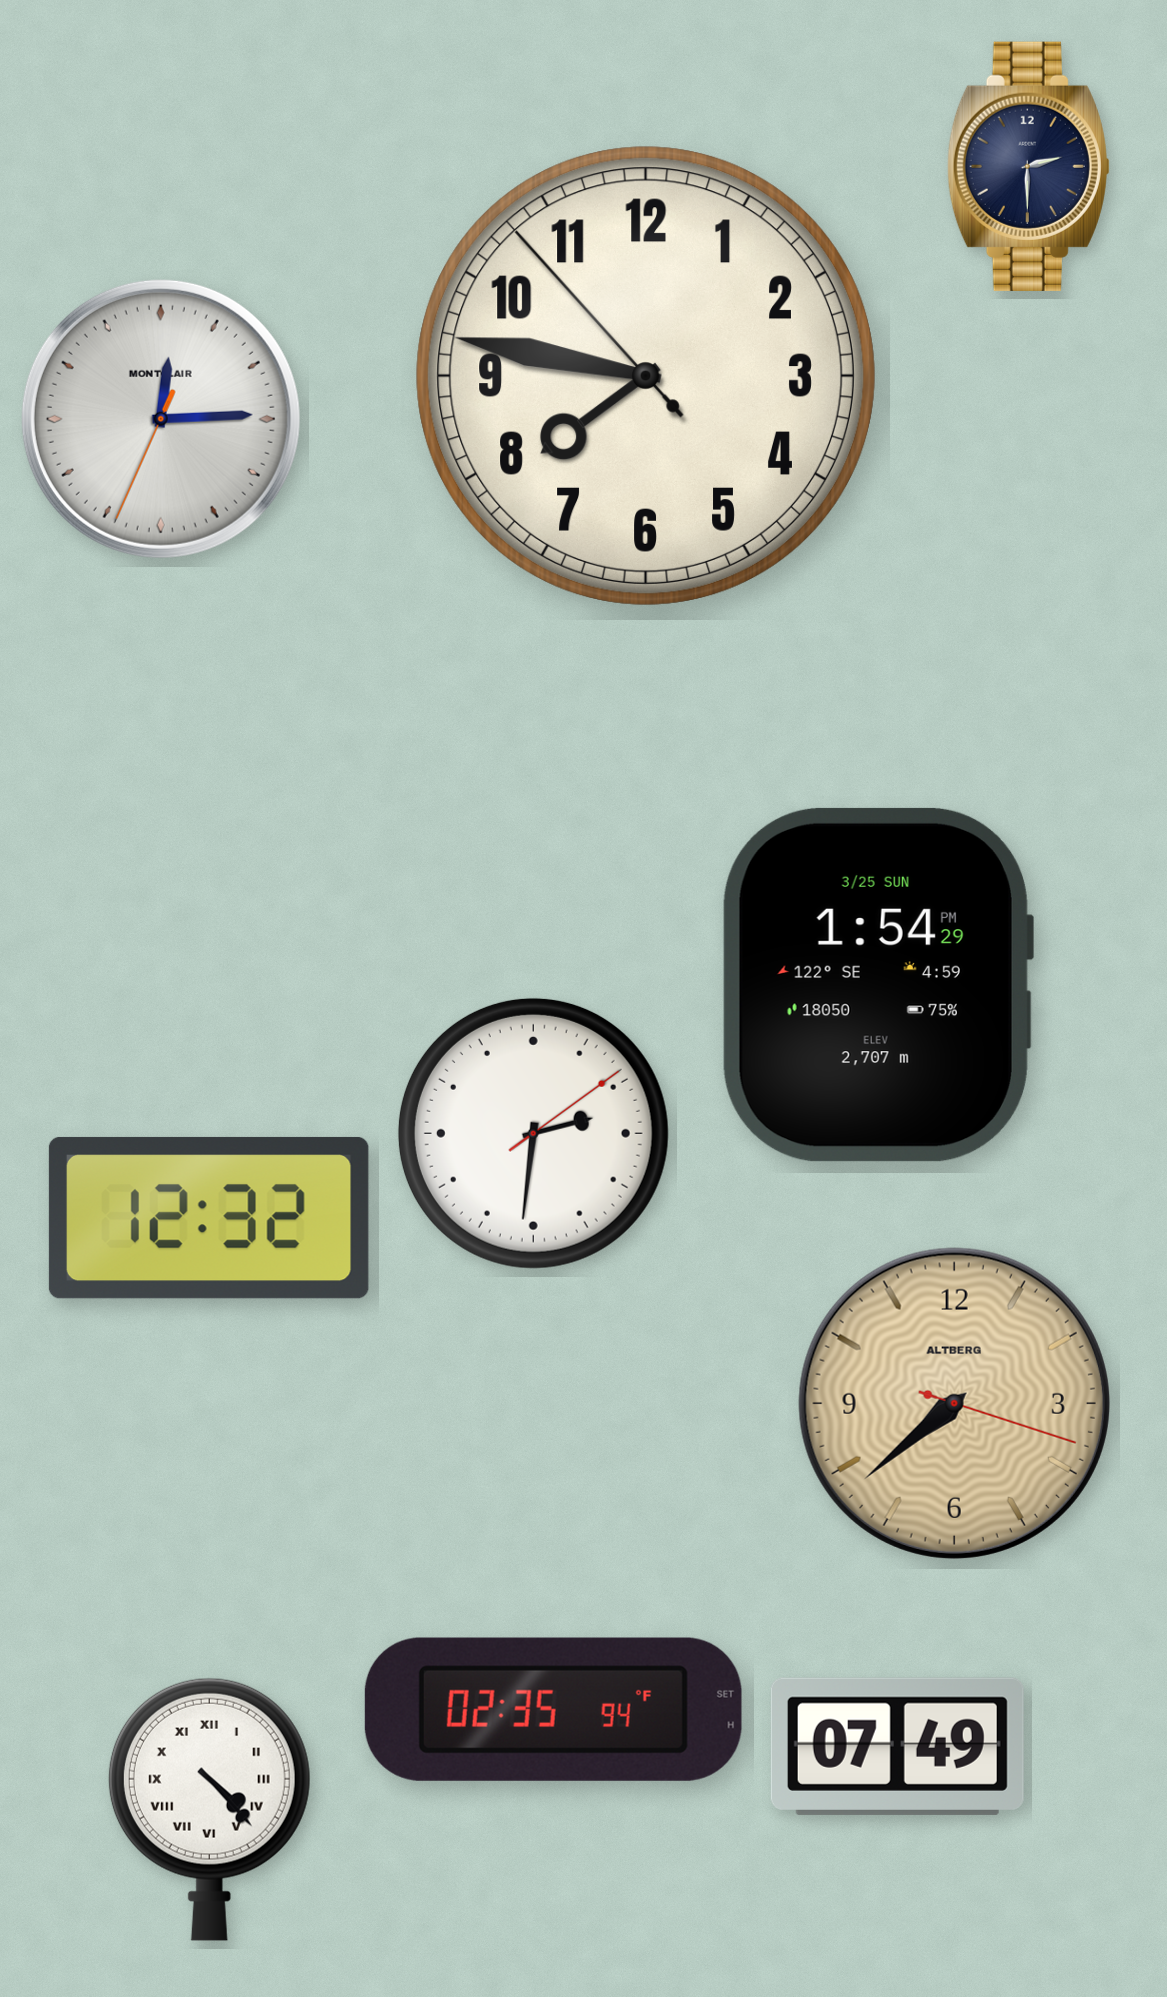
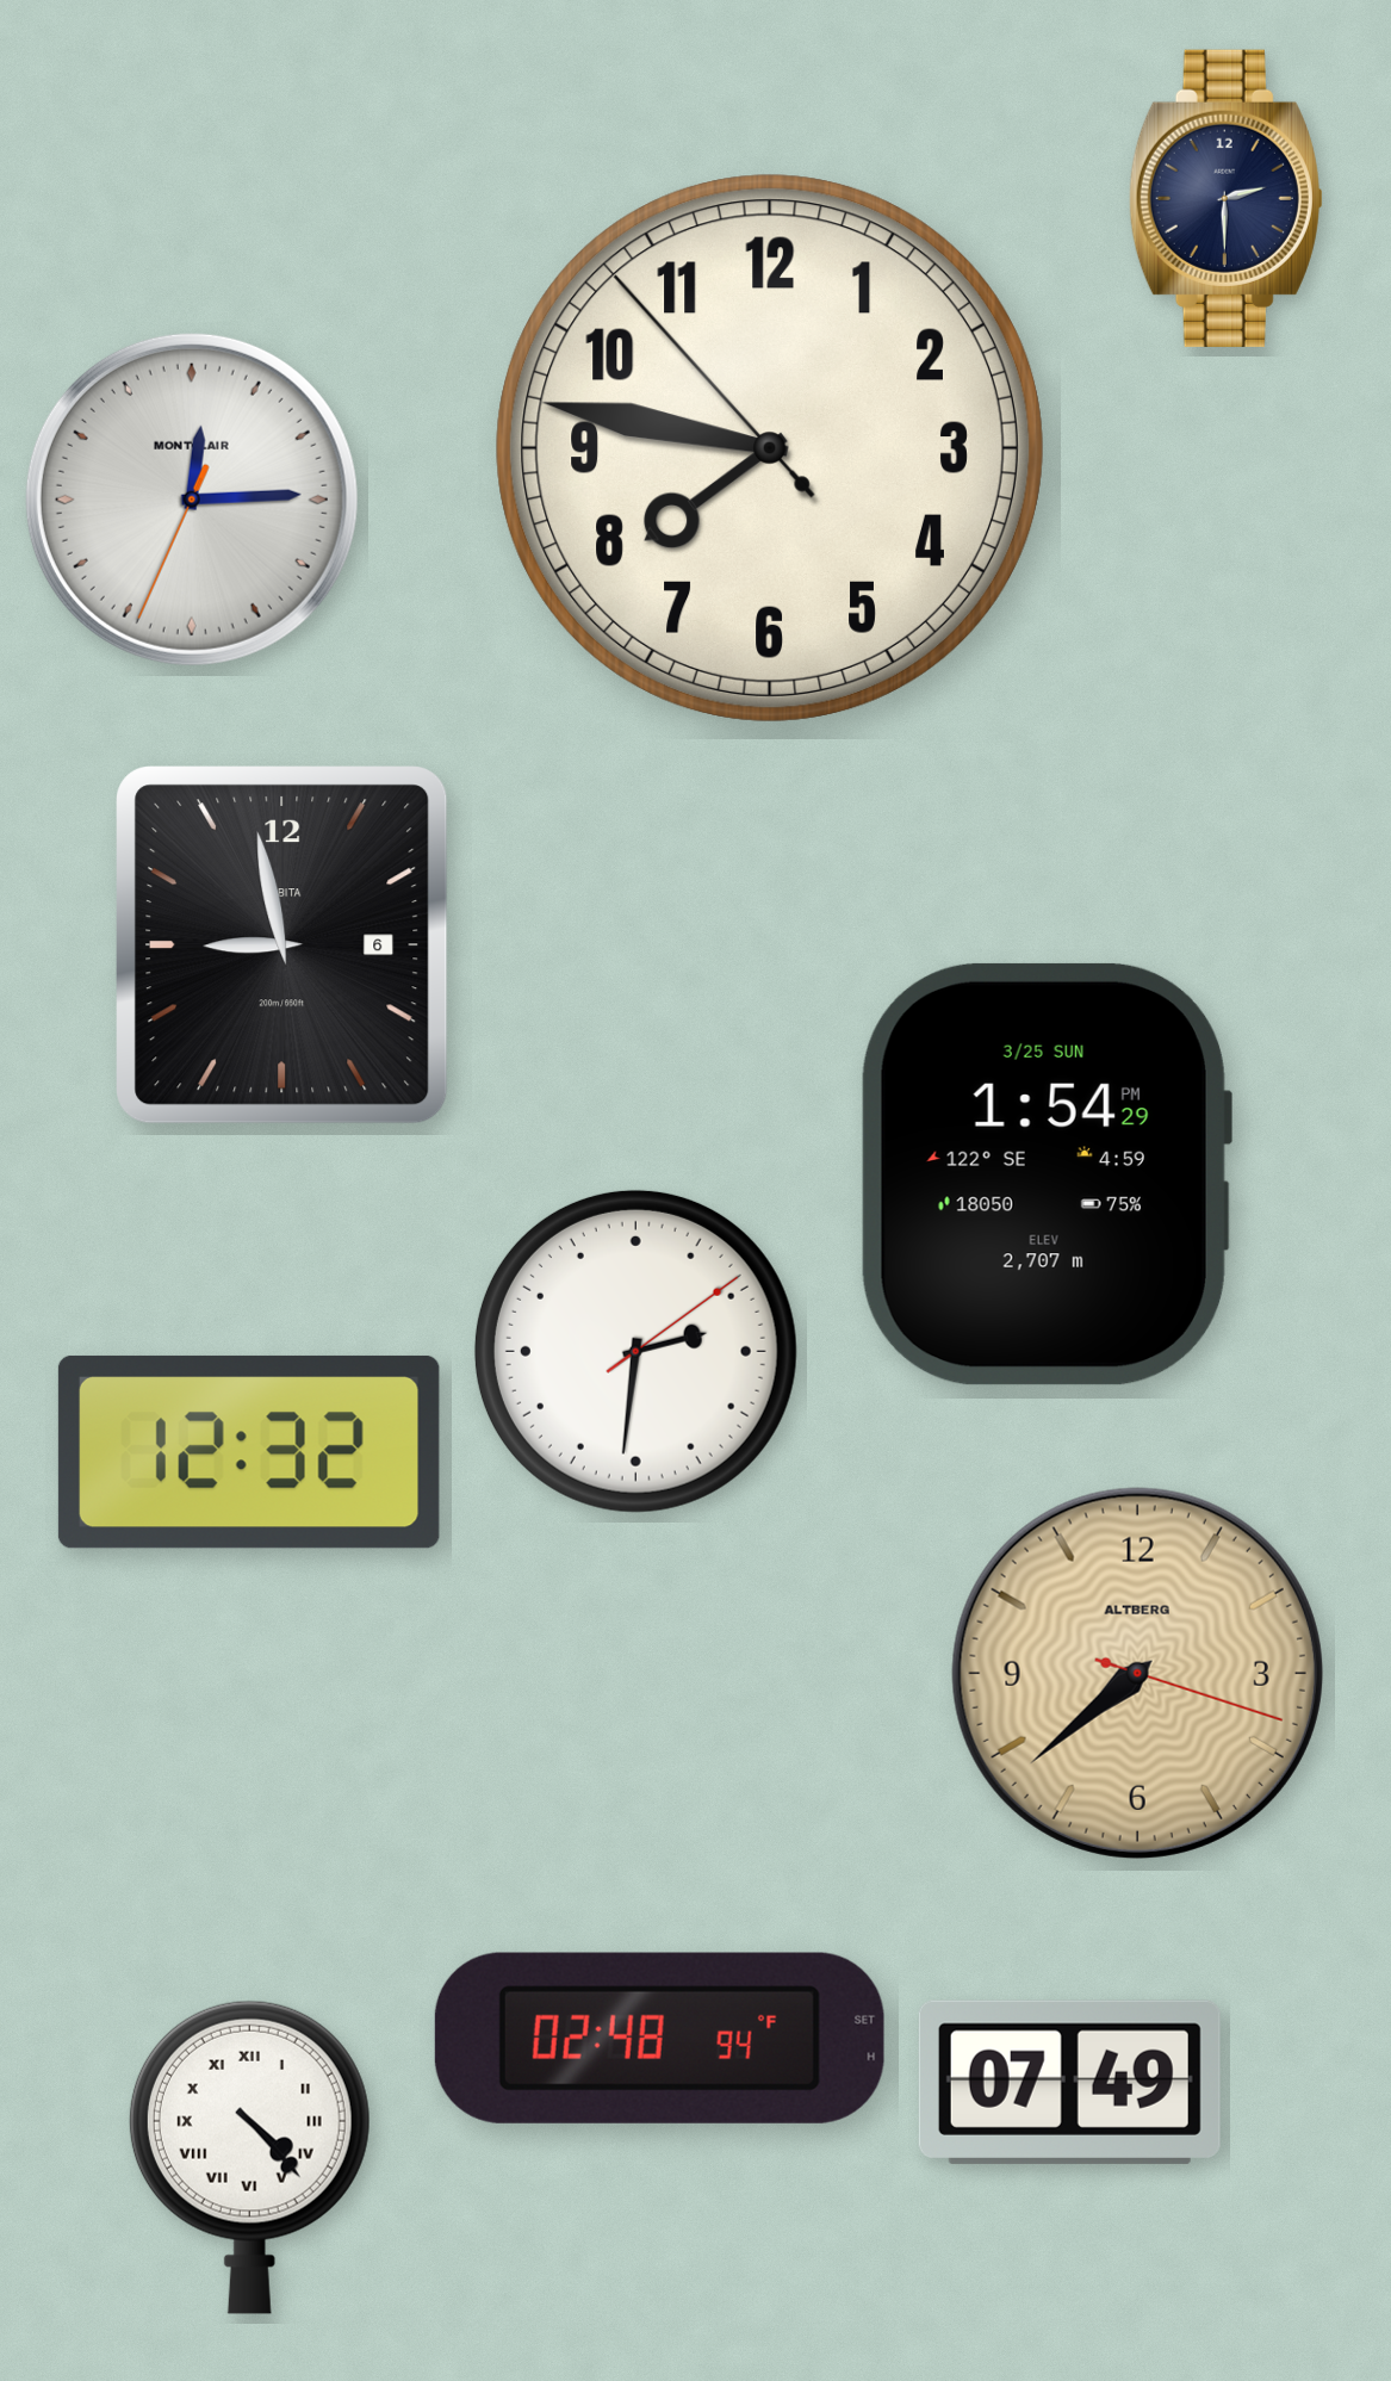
clock at (282, 945): none -> 8:58
clock at (553, 1709): 02:35 -> 02:48
